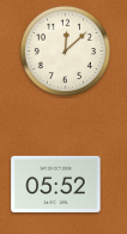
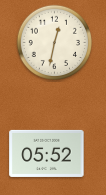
clock at (65, 50): 12:08 -> 12:32
